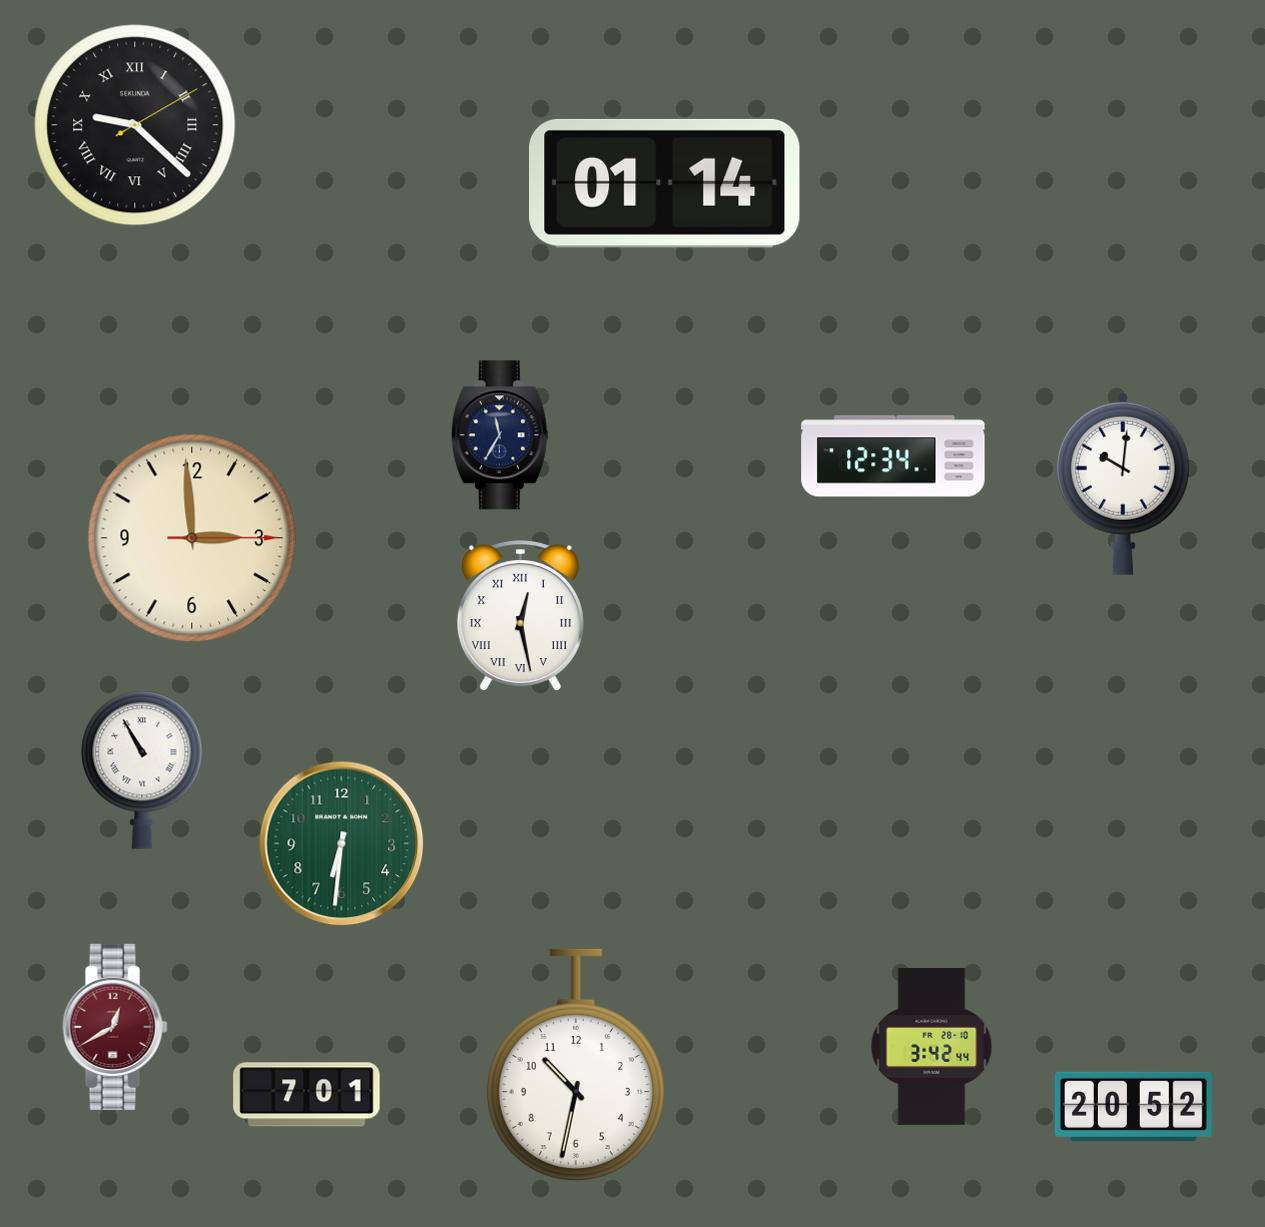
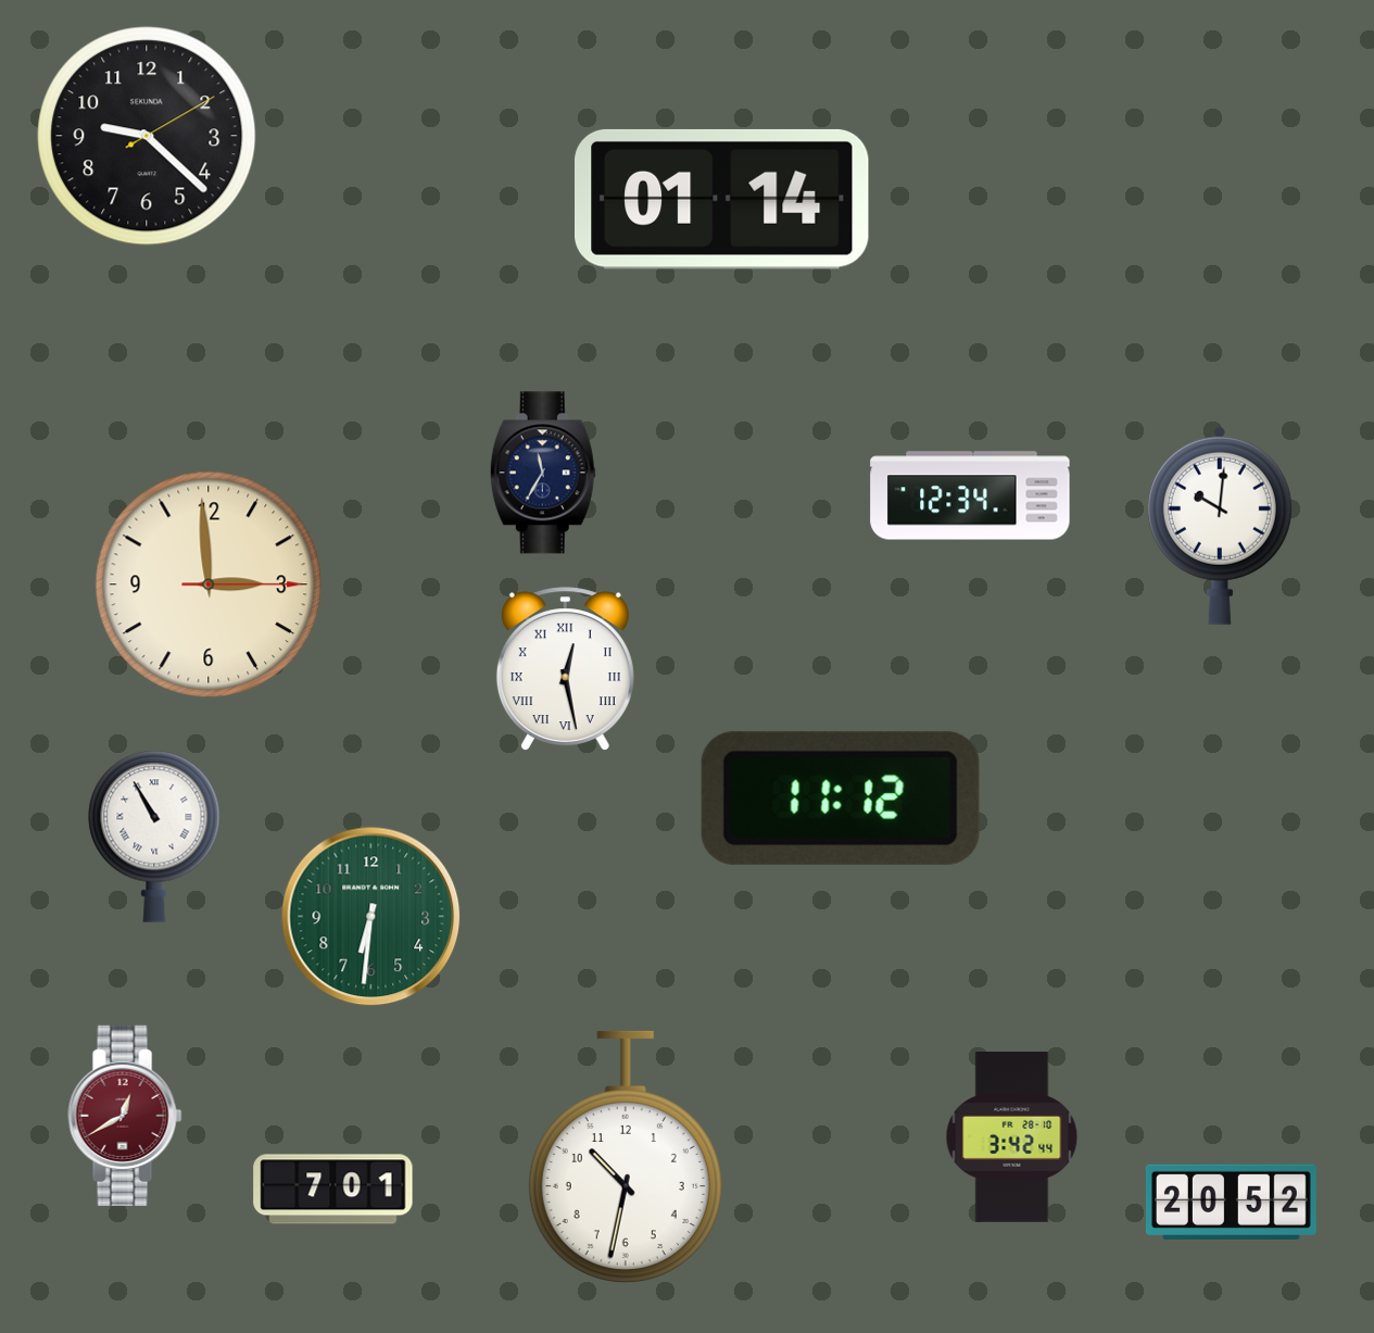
clock at (135, 125) numerals: Roman -> Arabic
clock at (841, 798): none -> 11:12
